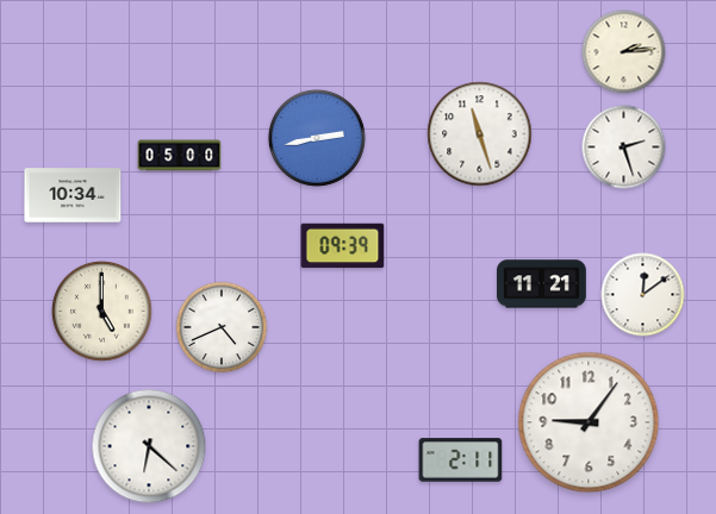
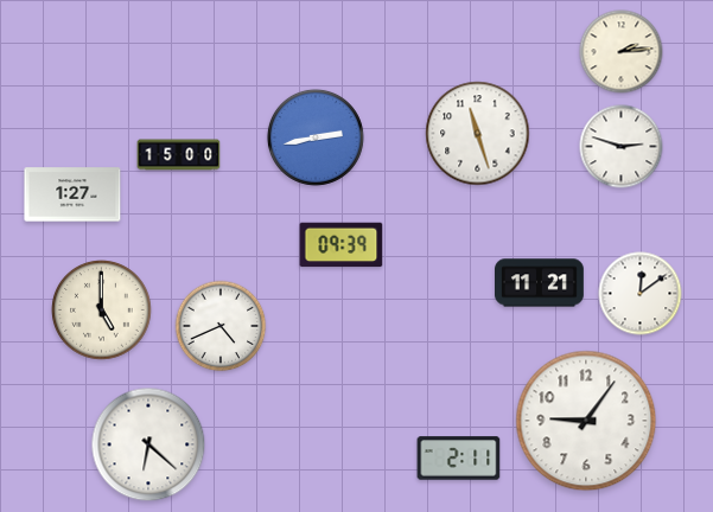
clock at (624, 148): 2:27 -> 2:48
clock at (180, 156): 05:00 -> 15:00
clock at (73, 195): 10:34 -> 1:27
